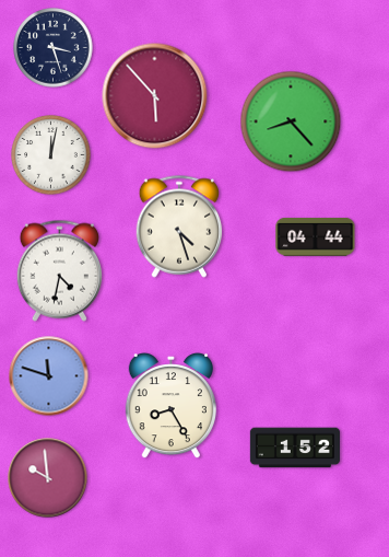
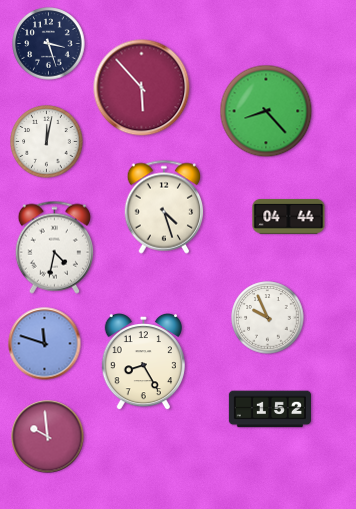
clock at (268, 318): none -> 9:56
clock at (170, 406) position: (170, 406) -> (143, 362)
clock at (48, 478) position: (48, 478) -> (48, 437)
